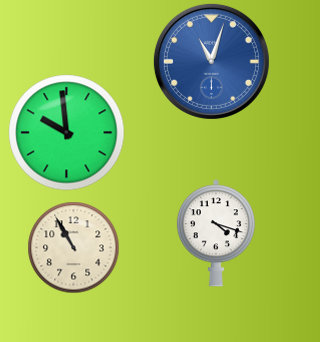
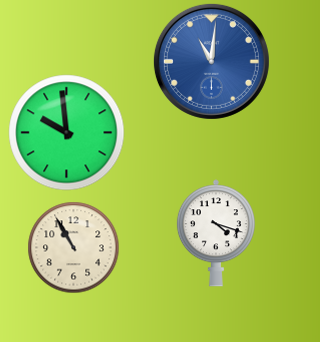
clock at (211, 61): 11:03 -> 11:01
